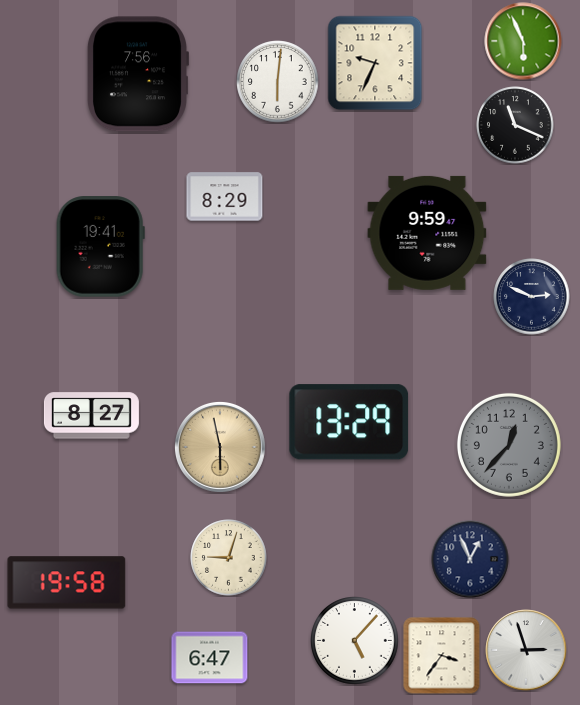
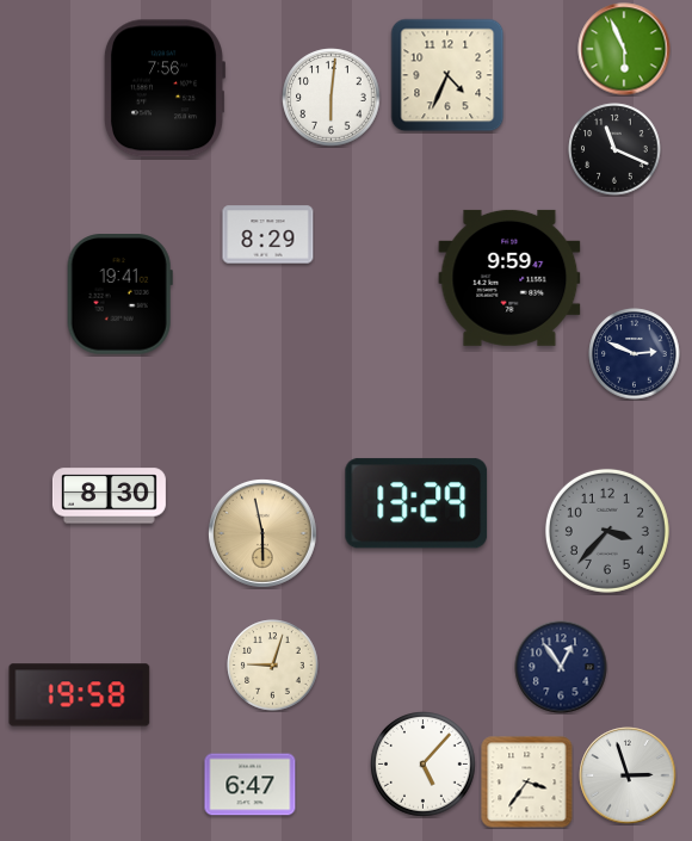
clock at (375, 63): 9:34 -> 4:34
clock at (91, 416): 8:27 -> 8:30
clock at (509, 445): 12:37 -> 3:37
clock at (470, 559): 12:56 -> 12:54
